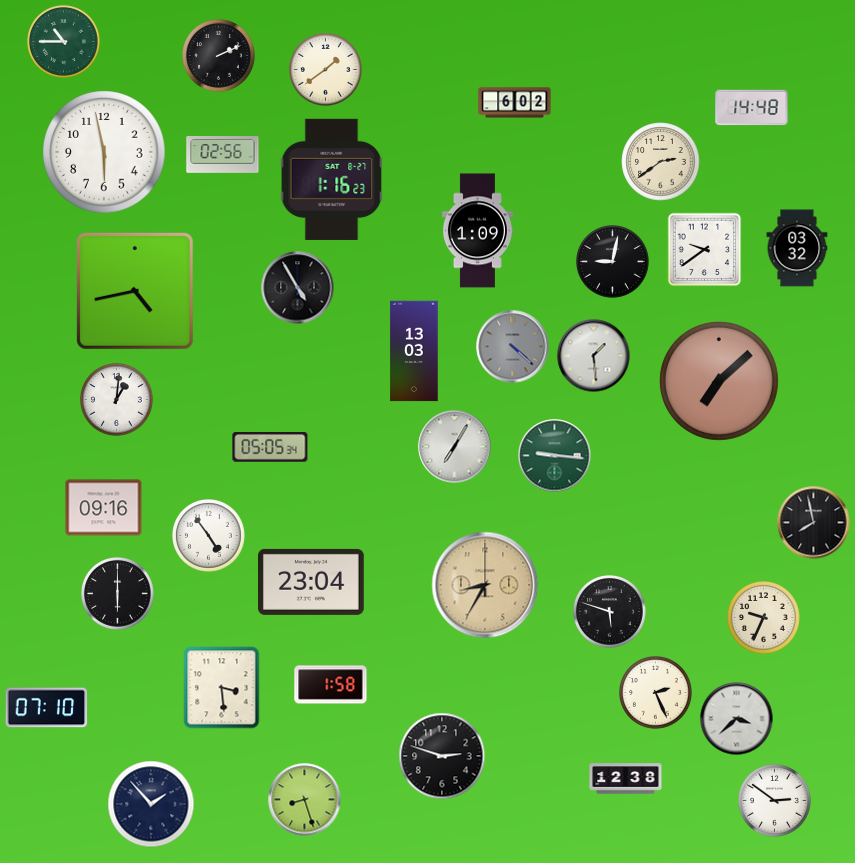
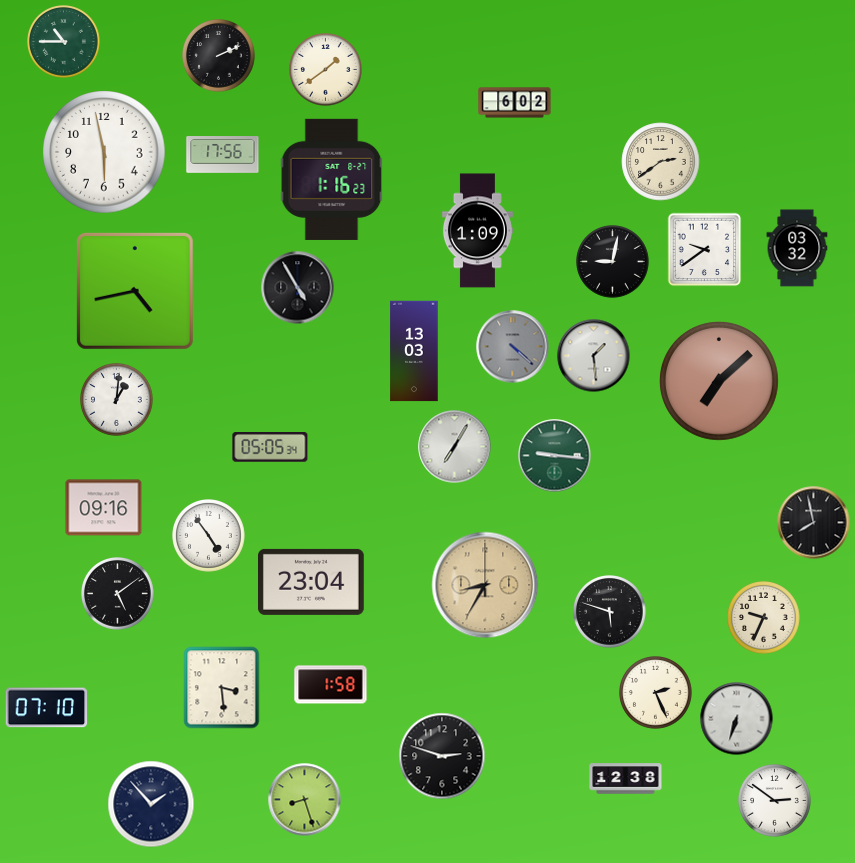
clock at (752, 108): 14:48 -> none
clock at (223, 155): 02:56 -> 17:56
clock at (118, 594): 6:00 -> 5:09
clock at (737, 719): 3:38 -> 6:33
